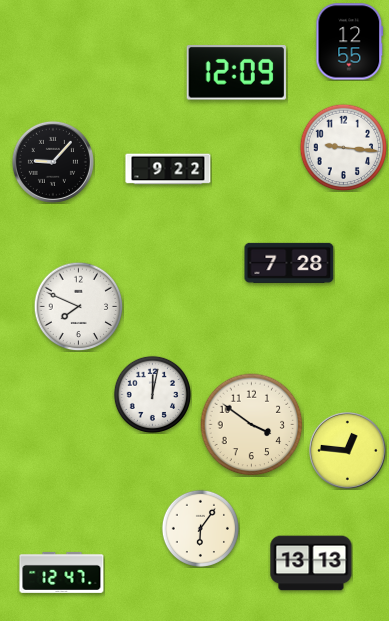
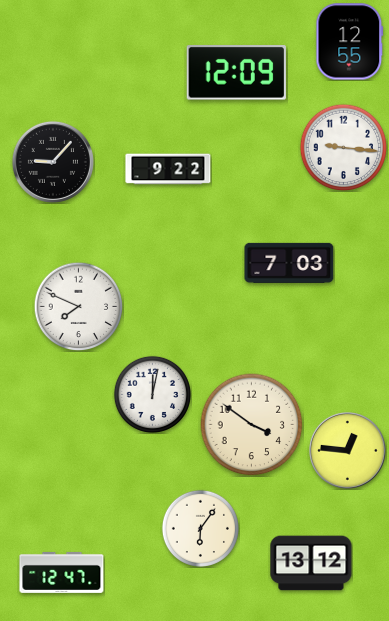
clock at (289, 263): 7:28 -> 7:03
clock at (311, 563): 13:13 -> 13:12
